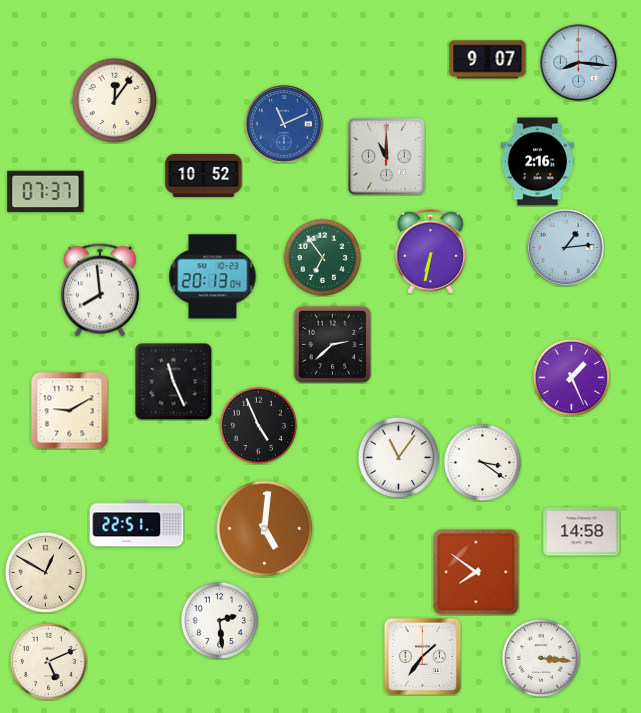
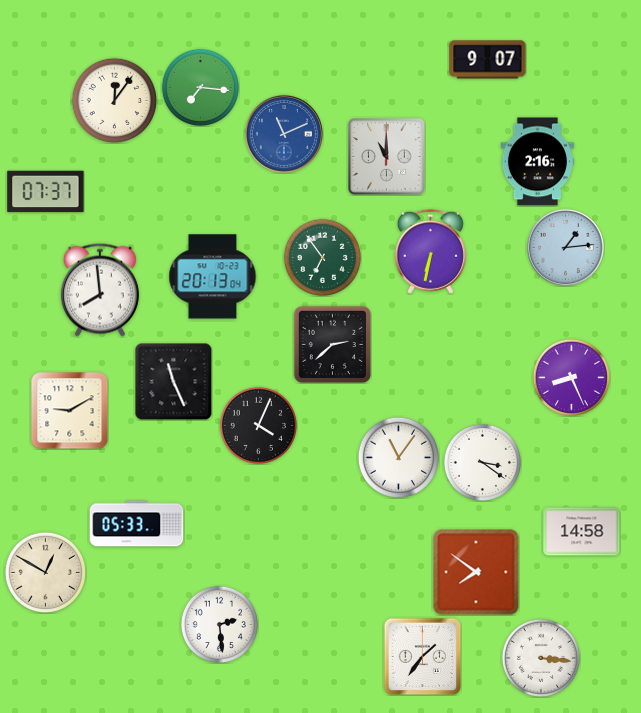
clock at (579, 63): 8:16 -> none
clock at (200, 87): none -> 7:16
clock at (284, 124) position: (284, 124) -> (284, 134)
clock at (204, 175): 10:52 -> none
clock at (571, 377): 1:26 -> 8:26
clock at (258, 425): 4:56 -> 4:04
clock at (137, 524): 22:51 -> 05:33
clock at (264, 528): 5:01 -> none
clock at (219, 620) position: (219, 620) -> (219, 624)
clock at (48, 661): 5:11 -> none
